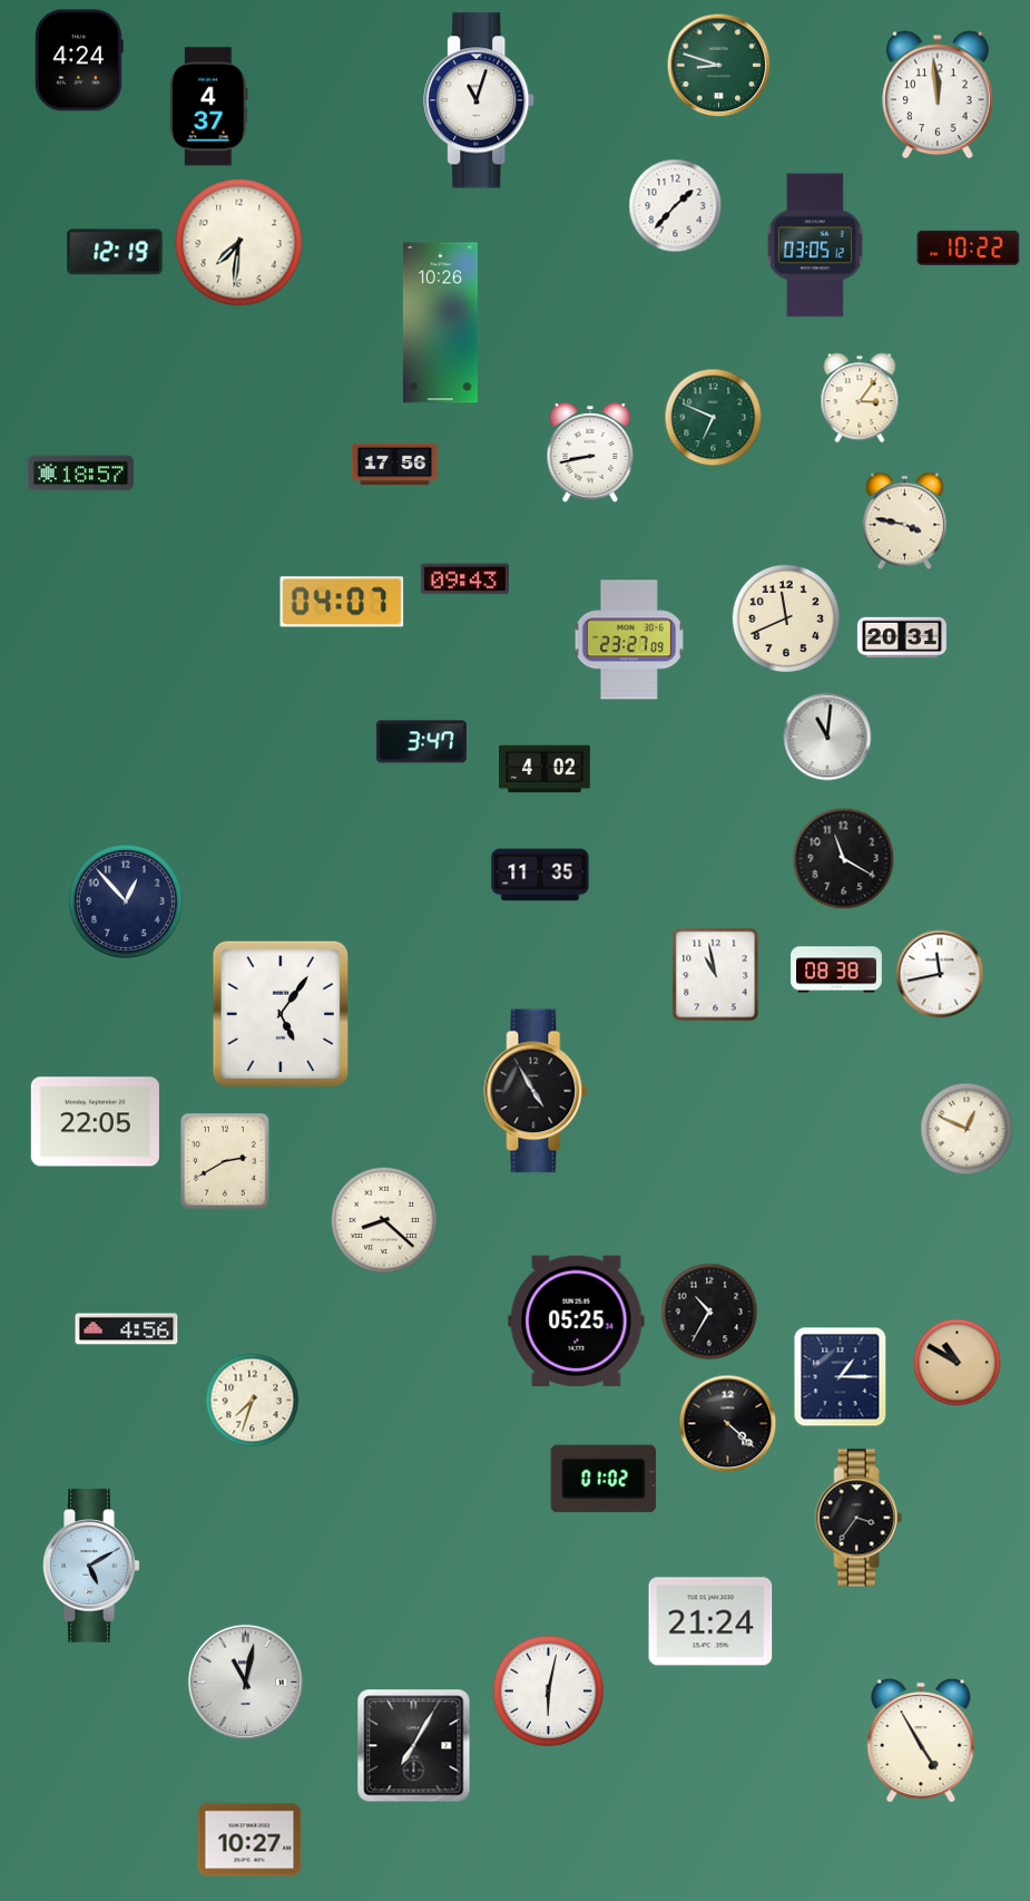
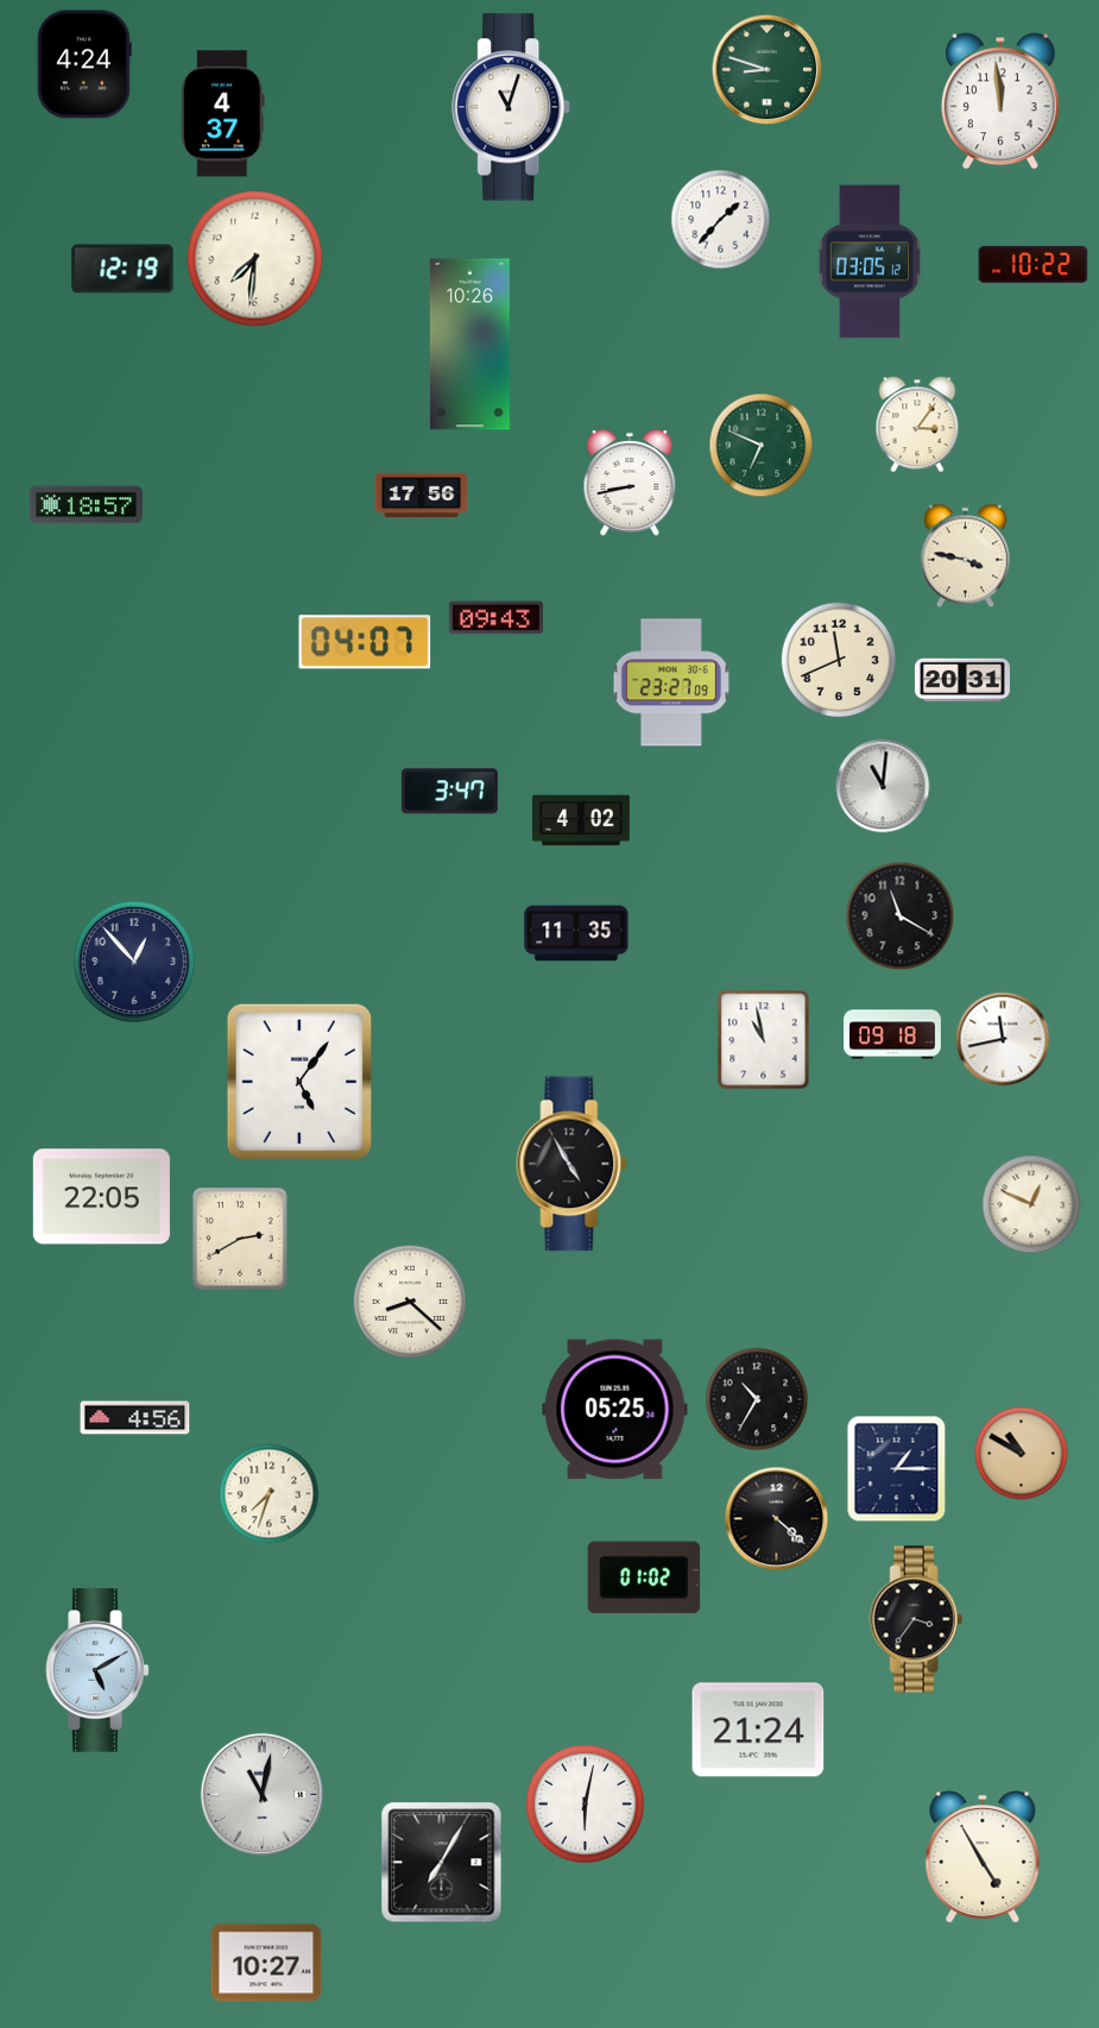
clock at (837, 969): 08:38 -> 09:18
